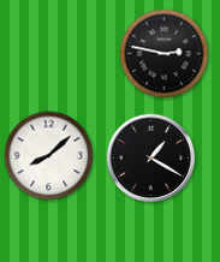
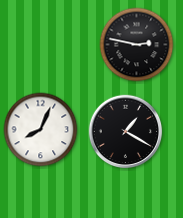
clock at (49, 156): 8:08 -> 8:04
